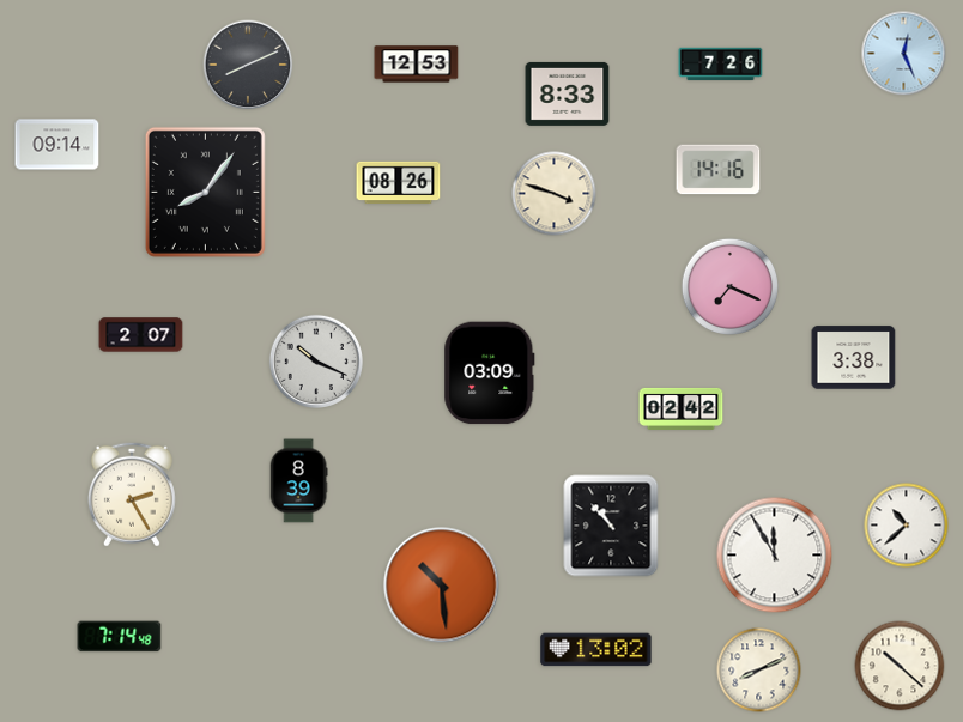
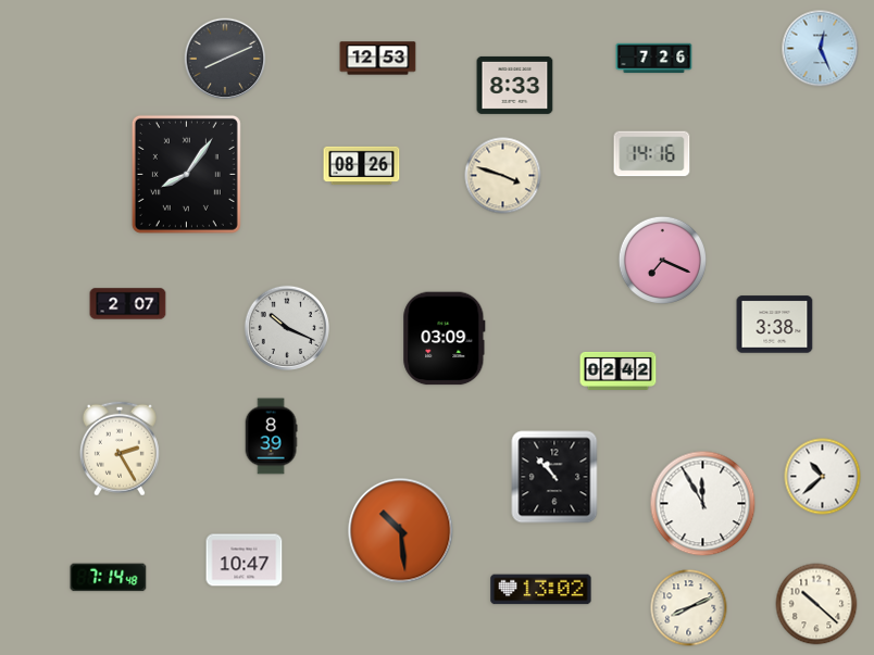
clock at (57, 145): 09:14 -> none
clock at (245, 560): none -> 10:47
